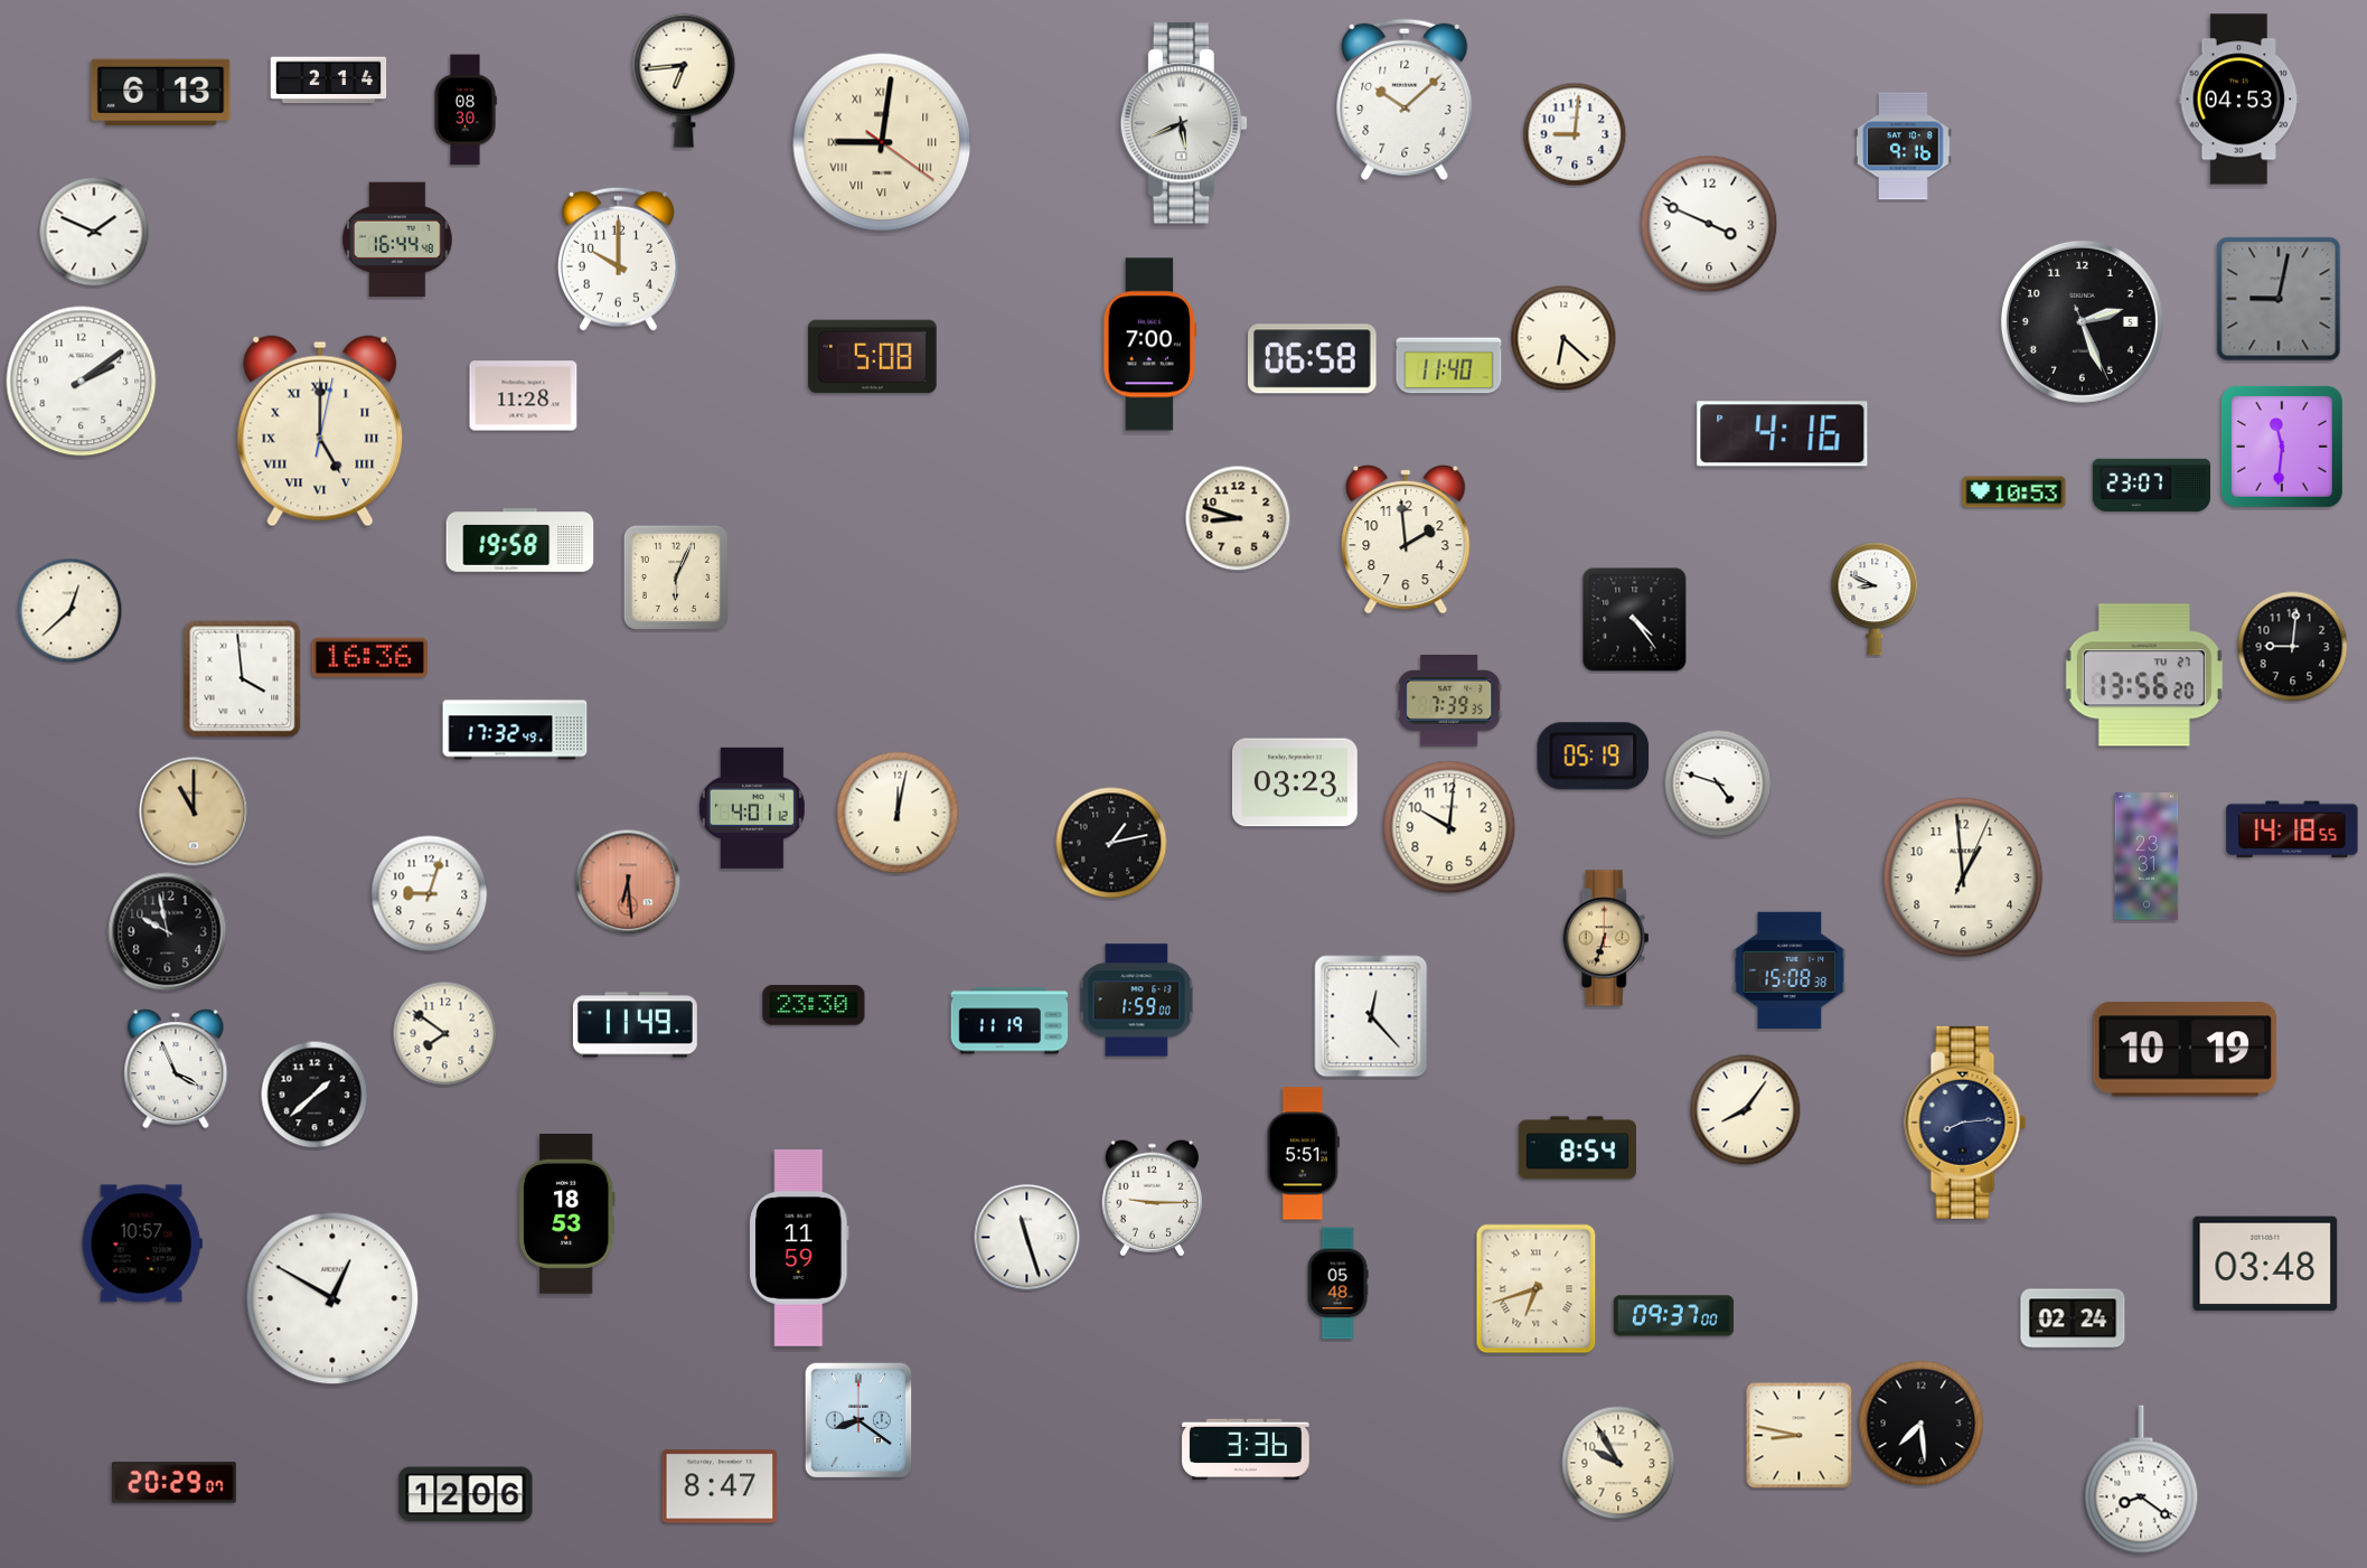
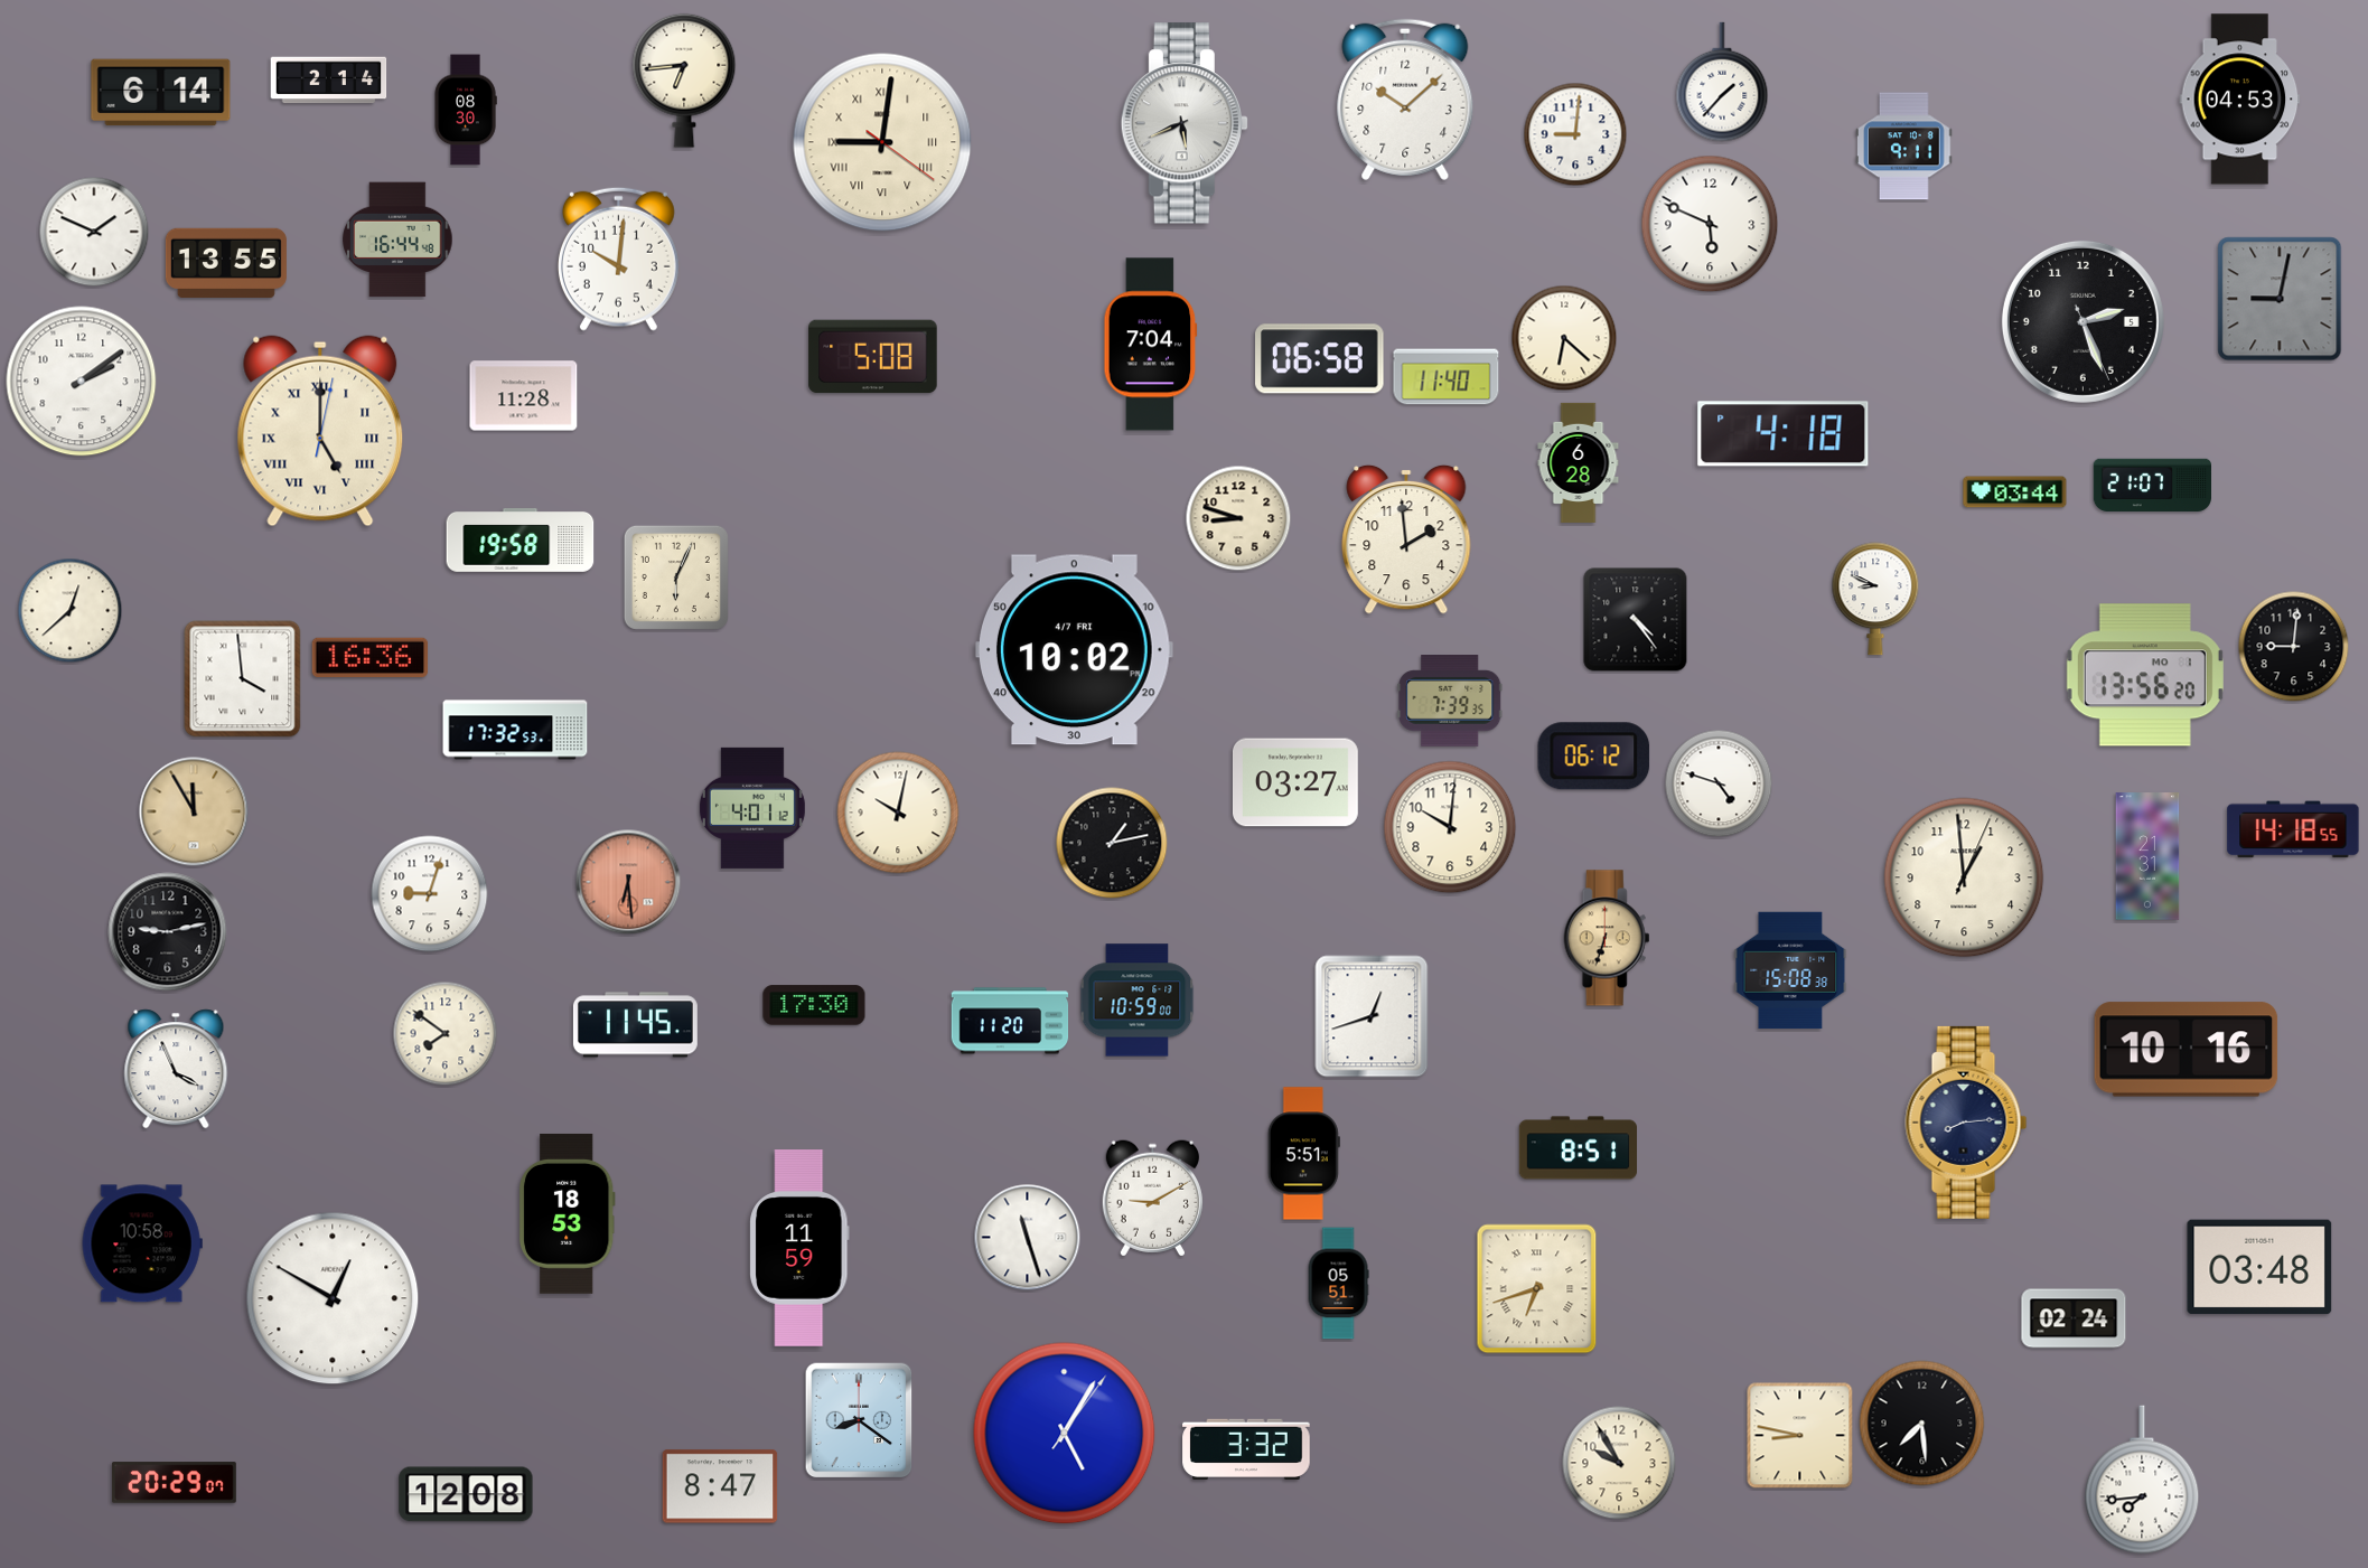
clock at (1722, 82): none -> 1:37
clock at (161, 93): 6:13 -> 6:14
clock at (1904, 147): 9:16 -> 9:11
clock at (1709, 224): 3:49 -> 5:49
clock at (618, 259): 10:00 -> 10:01
clock at (226, 263): none -> 13:55
clock at (1150, 345): 7:00 -> 7:04
clock at (1313, 359) position: (1313, 359) -> (1320, 359)
clock at (1449, 366) position: (1449, 366) -> (1447, 377)
clock at (1783, 434): 4:16 -> 4:18
clock at (2282, 447): 11:31 -> none
clock at (1579, 462): none -> 6:28
clock at (2151, 486): 23:07 -> 21:07
clock at (2014, 492): 10:53 -> 03:44
clock at (1074, 650): none -> 10:02
clock at (2144, 675) date: TU 27 -> MO 1
clock at (515, 730): 17:32:49 -> 17:32:53
clock at (1594, 757): 05:19 -> 06:12
clock at (1295, 782): 03:23 -> 03:27
clock at (194, 811): 11:00 -> 11:55
clock at (898, 813): 12:02 -> 10:02
clock at (2147, 856): 23:31 -> 21:31
clock at (168, 932): 9:58 -> 9:13
clock at (1137, 1001): 1:59 -> 10:59
clock at (814, 1005): 23:30 -> 17:30
clock at (1371, 1016): 12:23 -> 12:42
clock at (1009, 1021): 11:19 -> 11:20
clock at (635, 1025): 11:49 -> 11:45
clock at (2186, 1050): 10:19 -> 10:16
clock at (314, 1095): 1:38 -> none
clock at (1746, 1110): 8:06 -> none
clock at (1577, 1148): 8:54 -> 8:51
clock at (1152, 1199): 9:15 -> 9:10
clock at (142, 1243): 10:57 -> 10:58
clock at (2265, 1264) position: (2265, 1264) -> (2259, 1267)
clock at (1337, 1284): 05:48 -> 05:51
clock at (1673, 1316): 09:37 -> none
clock at (1065, 1434): none -> 5:05
clock at (1246, 1449): 3:36 -> 3:32
clock at (2141, 1480): 8:21 -> 7:44
clock at (466, 1494): 12:06 -> 12:08
